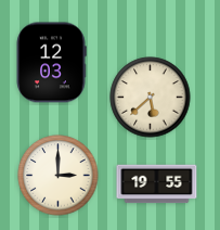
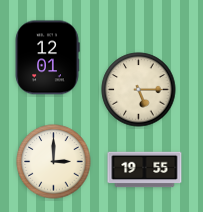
clock at (51, 63): 12:03 -> 12:01
clock at (151, 98): 5:38 -> 5:15
